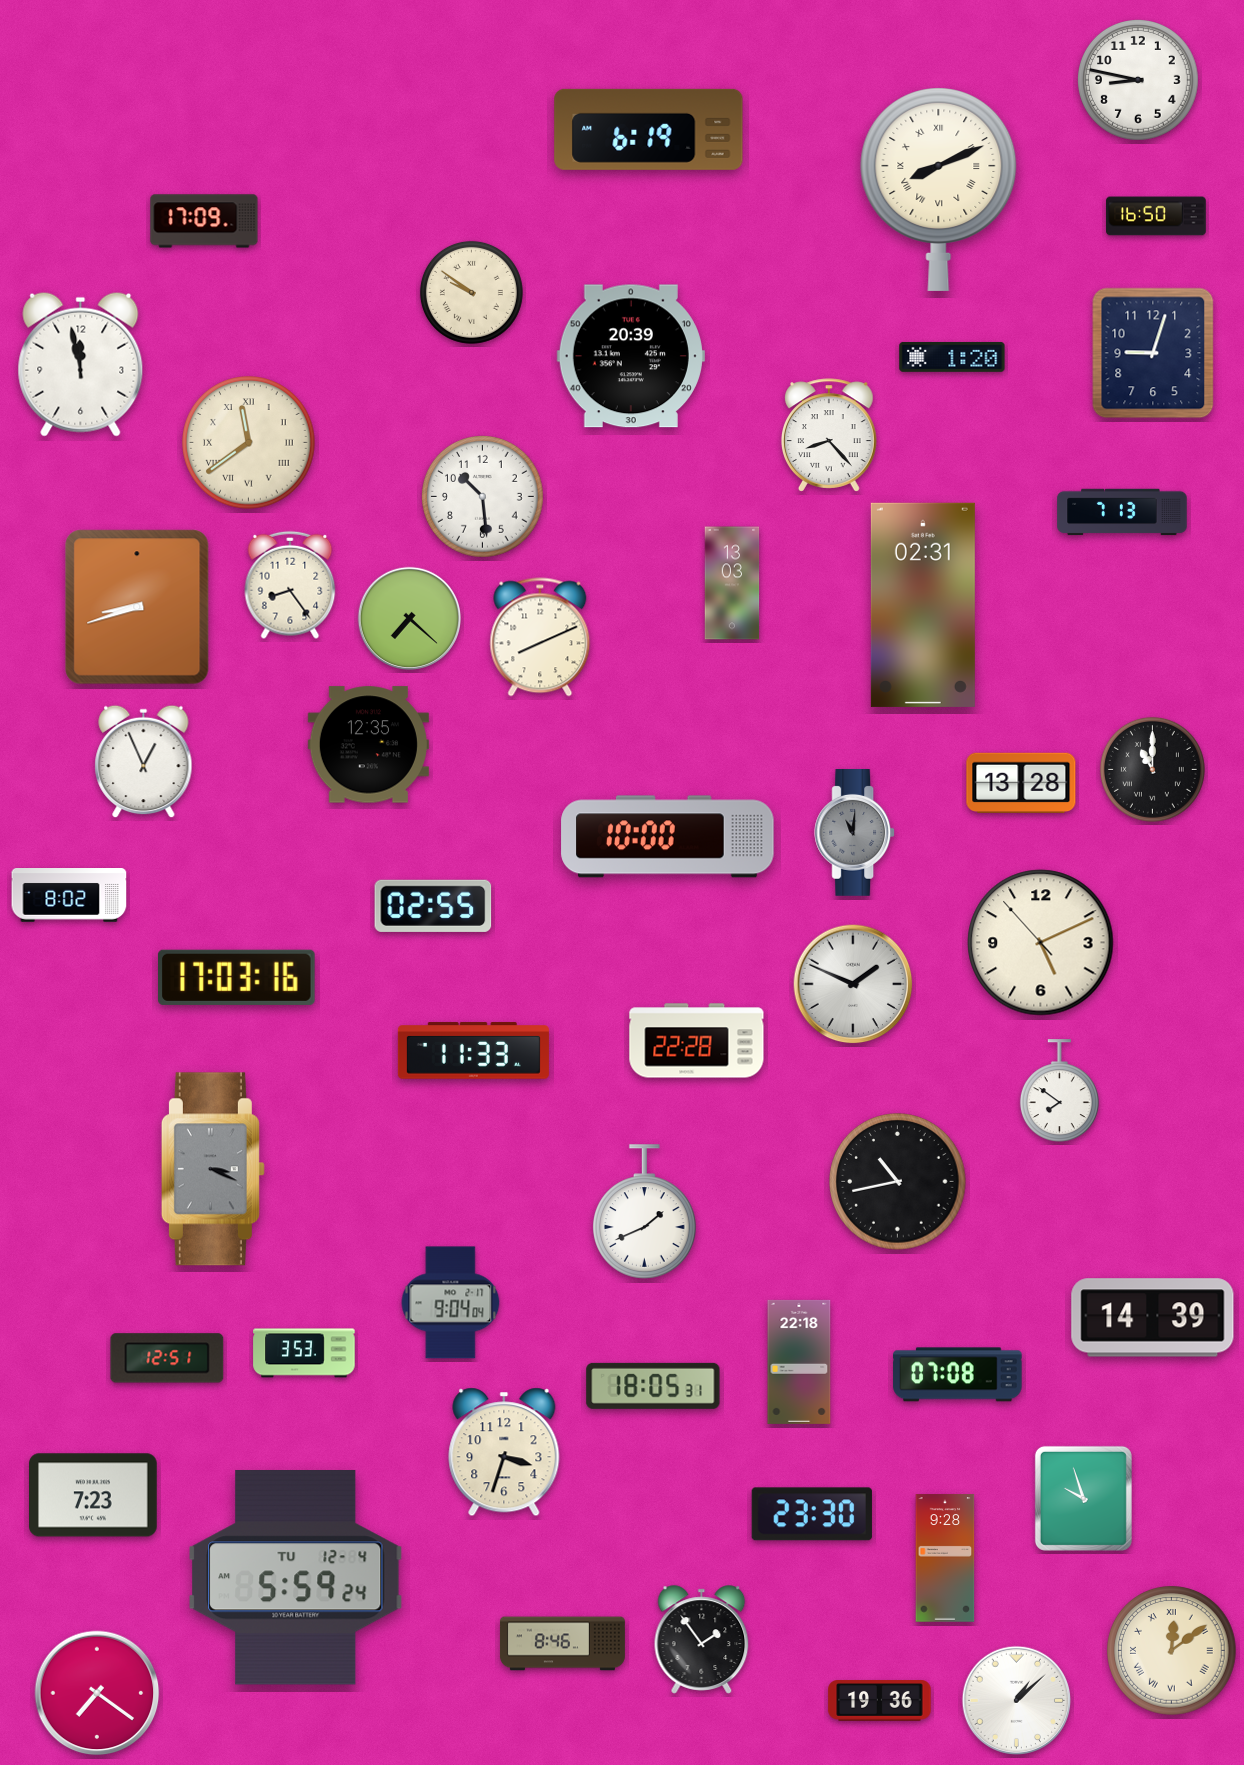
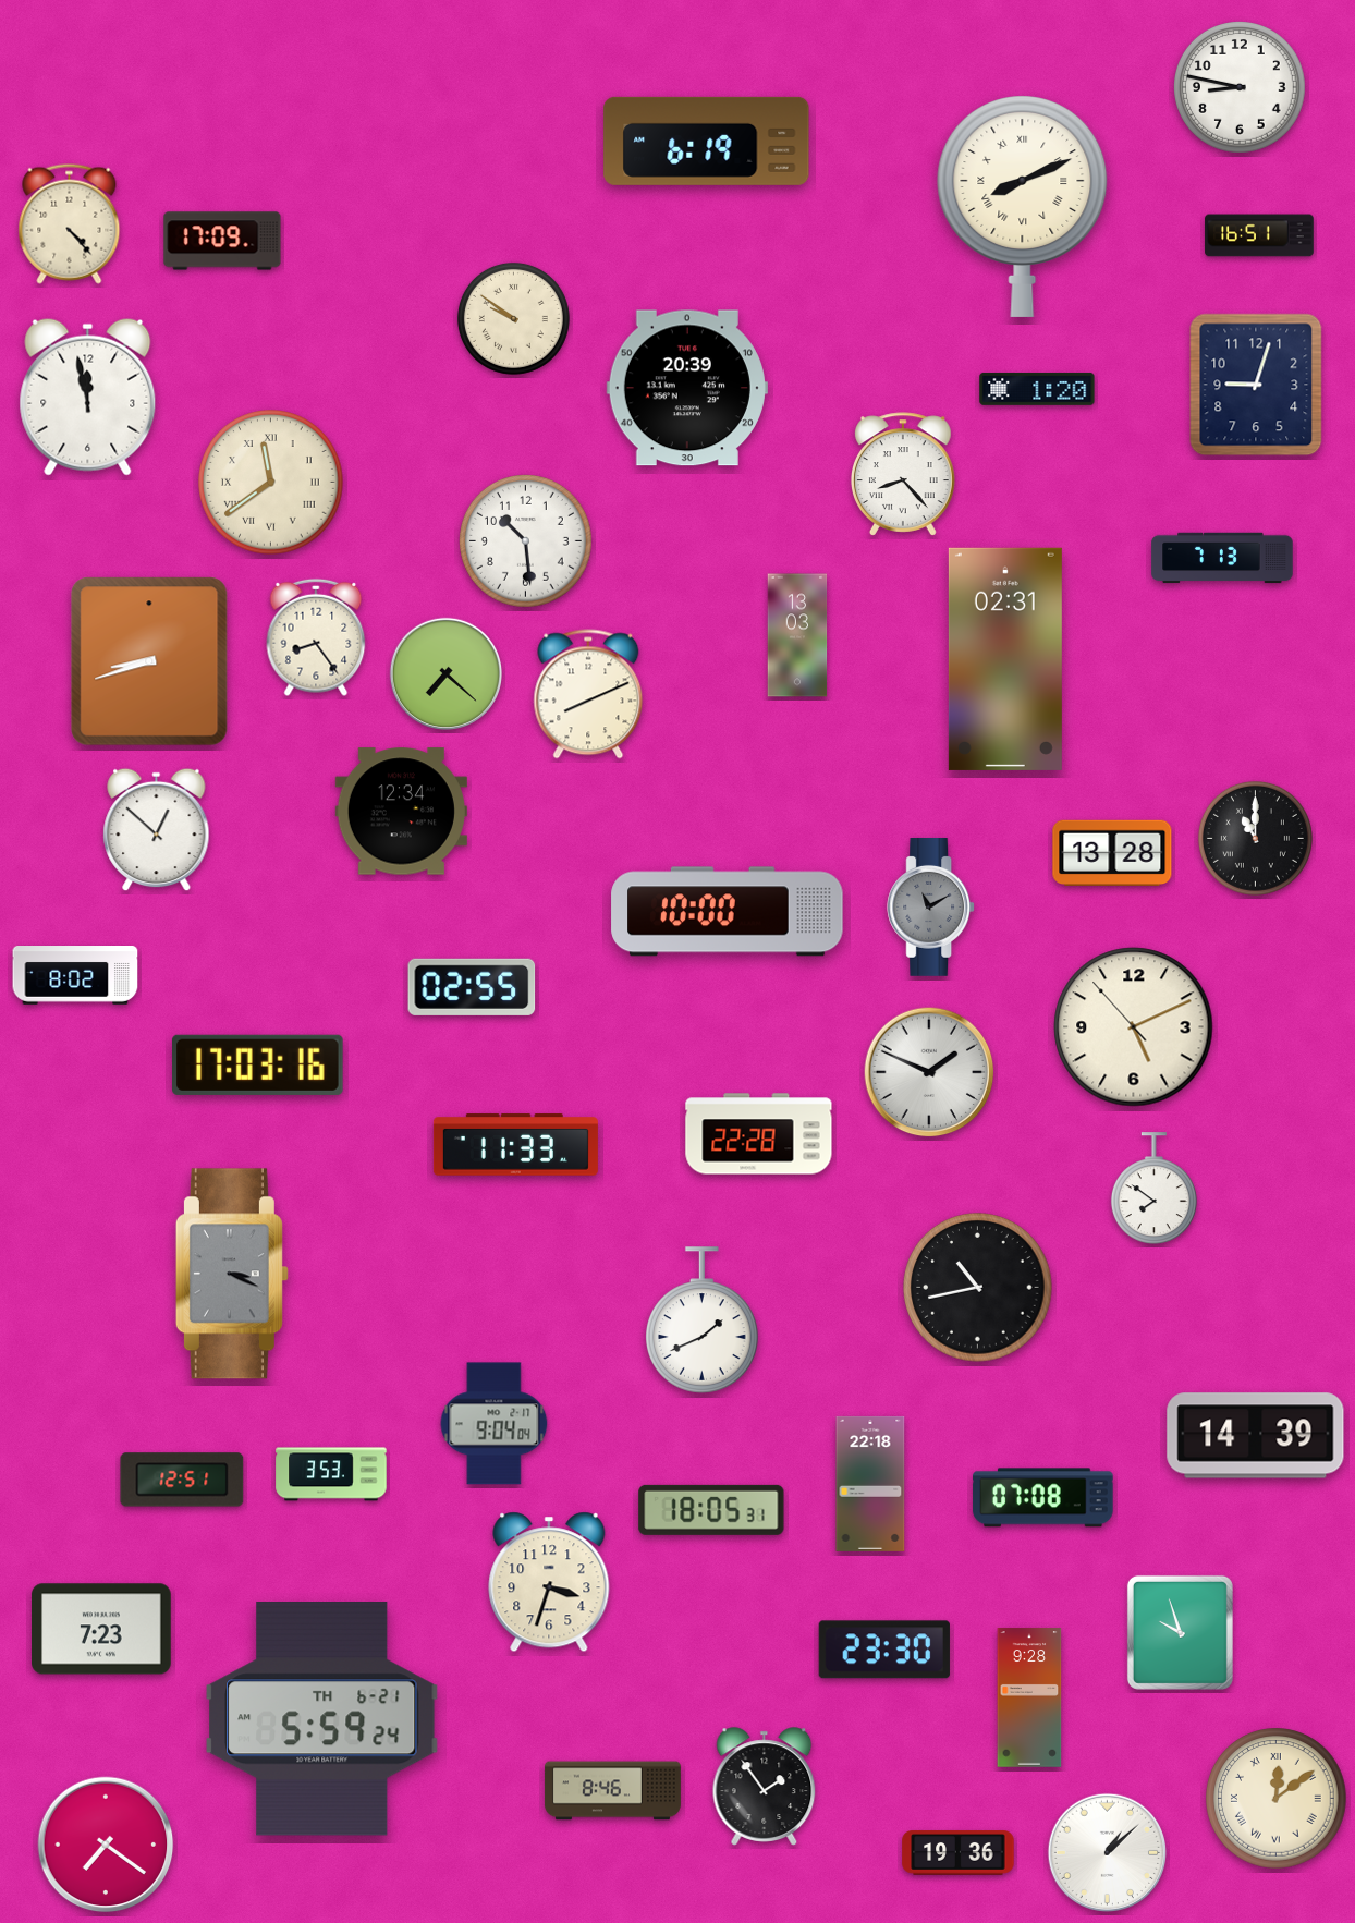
clock at (70, 223): none -> 4:23
clock at (1156, 216): 16:50 -> 16:51
clock at (368, 745): 12:35 -> 12:34
clock at (144, 762): 12:56 -> 12:52
clock at (855, 833): 11:01 -> 11:10
clock at (451, 1303) position: (451, 1303) -> (495, 1424)
clock at (296, 1578) date: TU 12-4 -> TH 6-21
